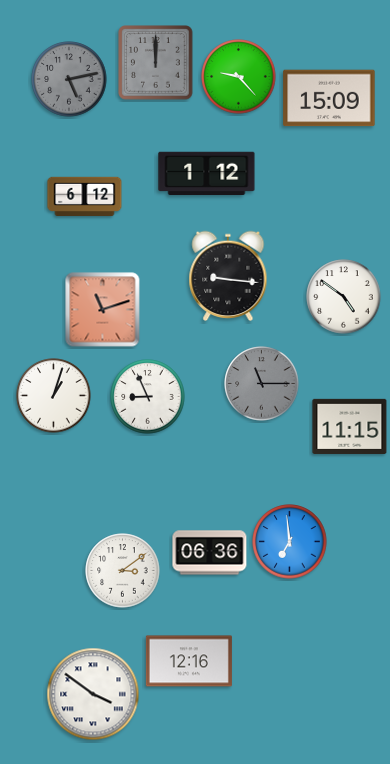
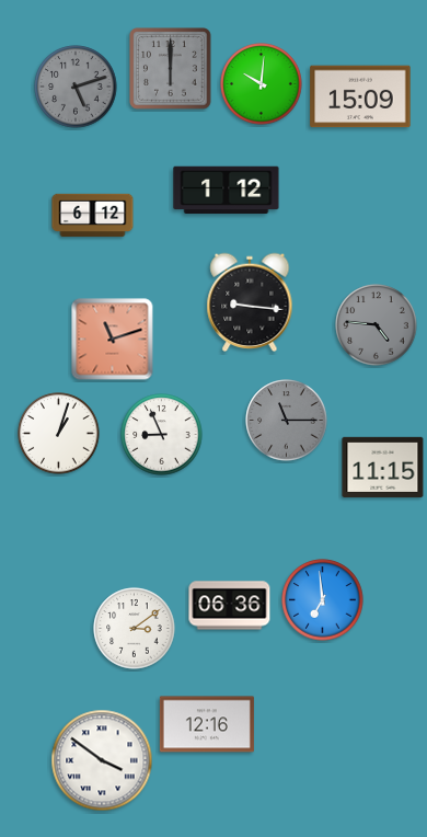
clock at (156, 63): 12:00 -> 6:00
clock at (239, 77): 9:23 -> 10:01
clock at (69, 79): 5:13 -> 5:12
clock at (329, 98) position: (329, 98) -> (360, 96)
clock at (344, 297): 4:51 -> 4:46
clock at (344, 297) dial: white -> grey
clock at (290, 542) position: (290, 542) -> (323, 600)
clock at (123, 571) position: (123, 571) -> (135, 629)
